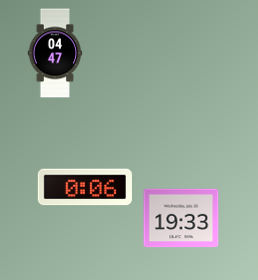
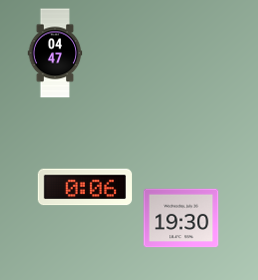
clock at (181, 218): 19:33 -> 19:30
